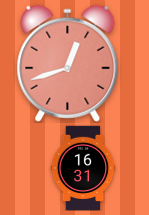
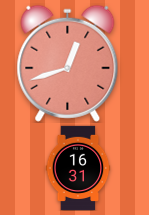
clock at (83, 168) position: (83, 168) -> (78, 168)
